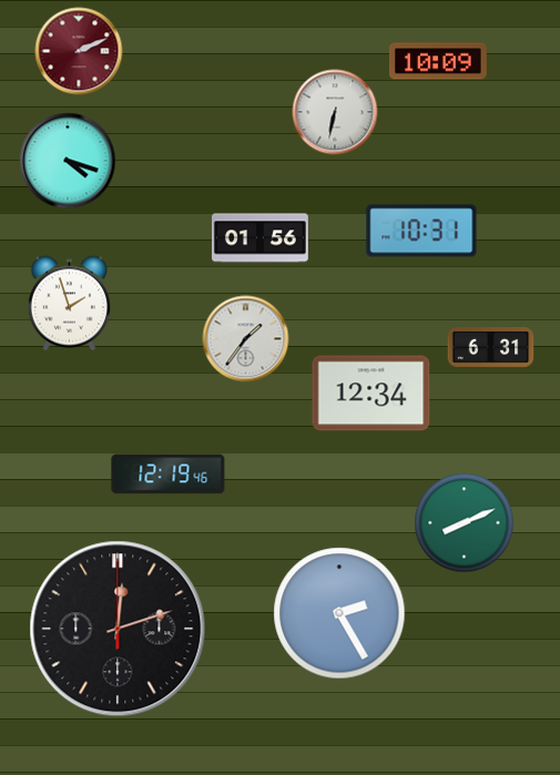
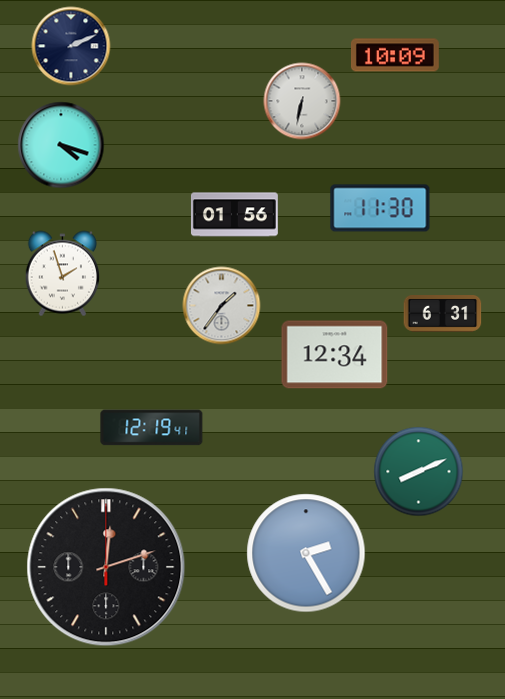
clock at (79, 51) dial: burgundy -> navy
clock at (421, 231): 10:31 -> 11:30
clock at (169, 475): 12:19:46 -> 12:19:41
